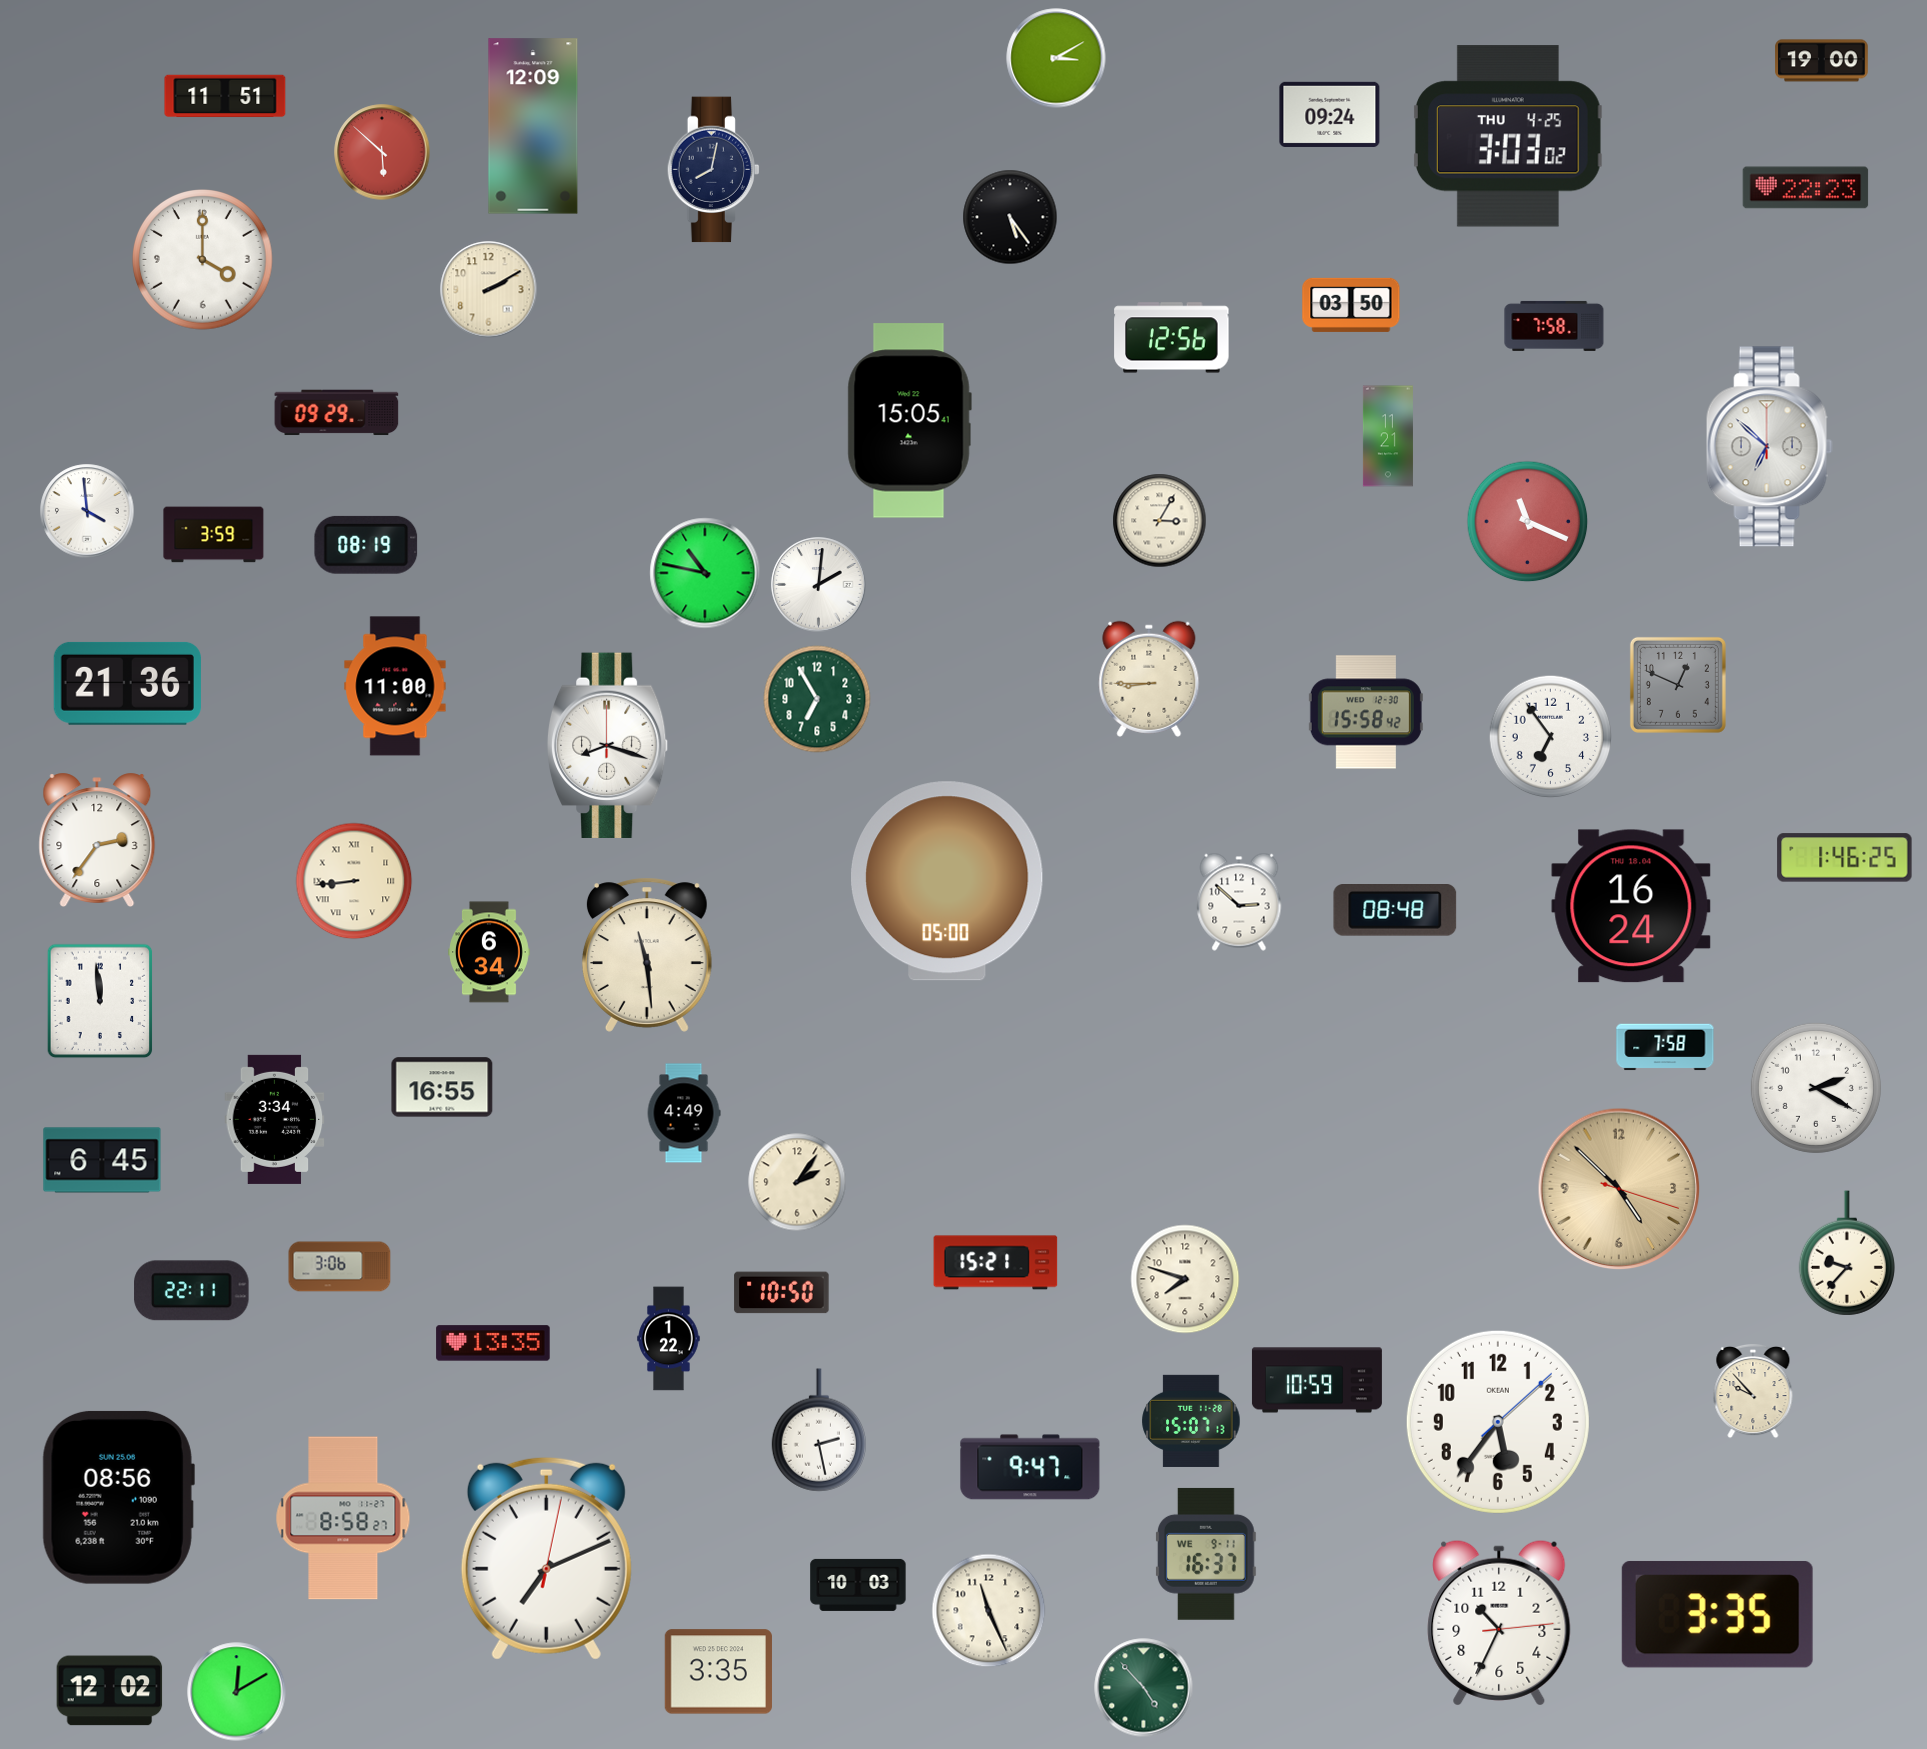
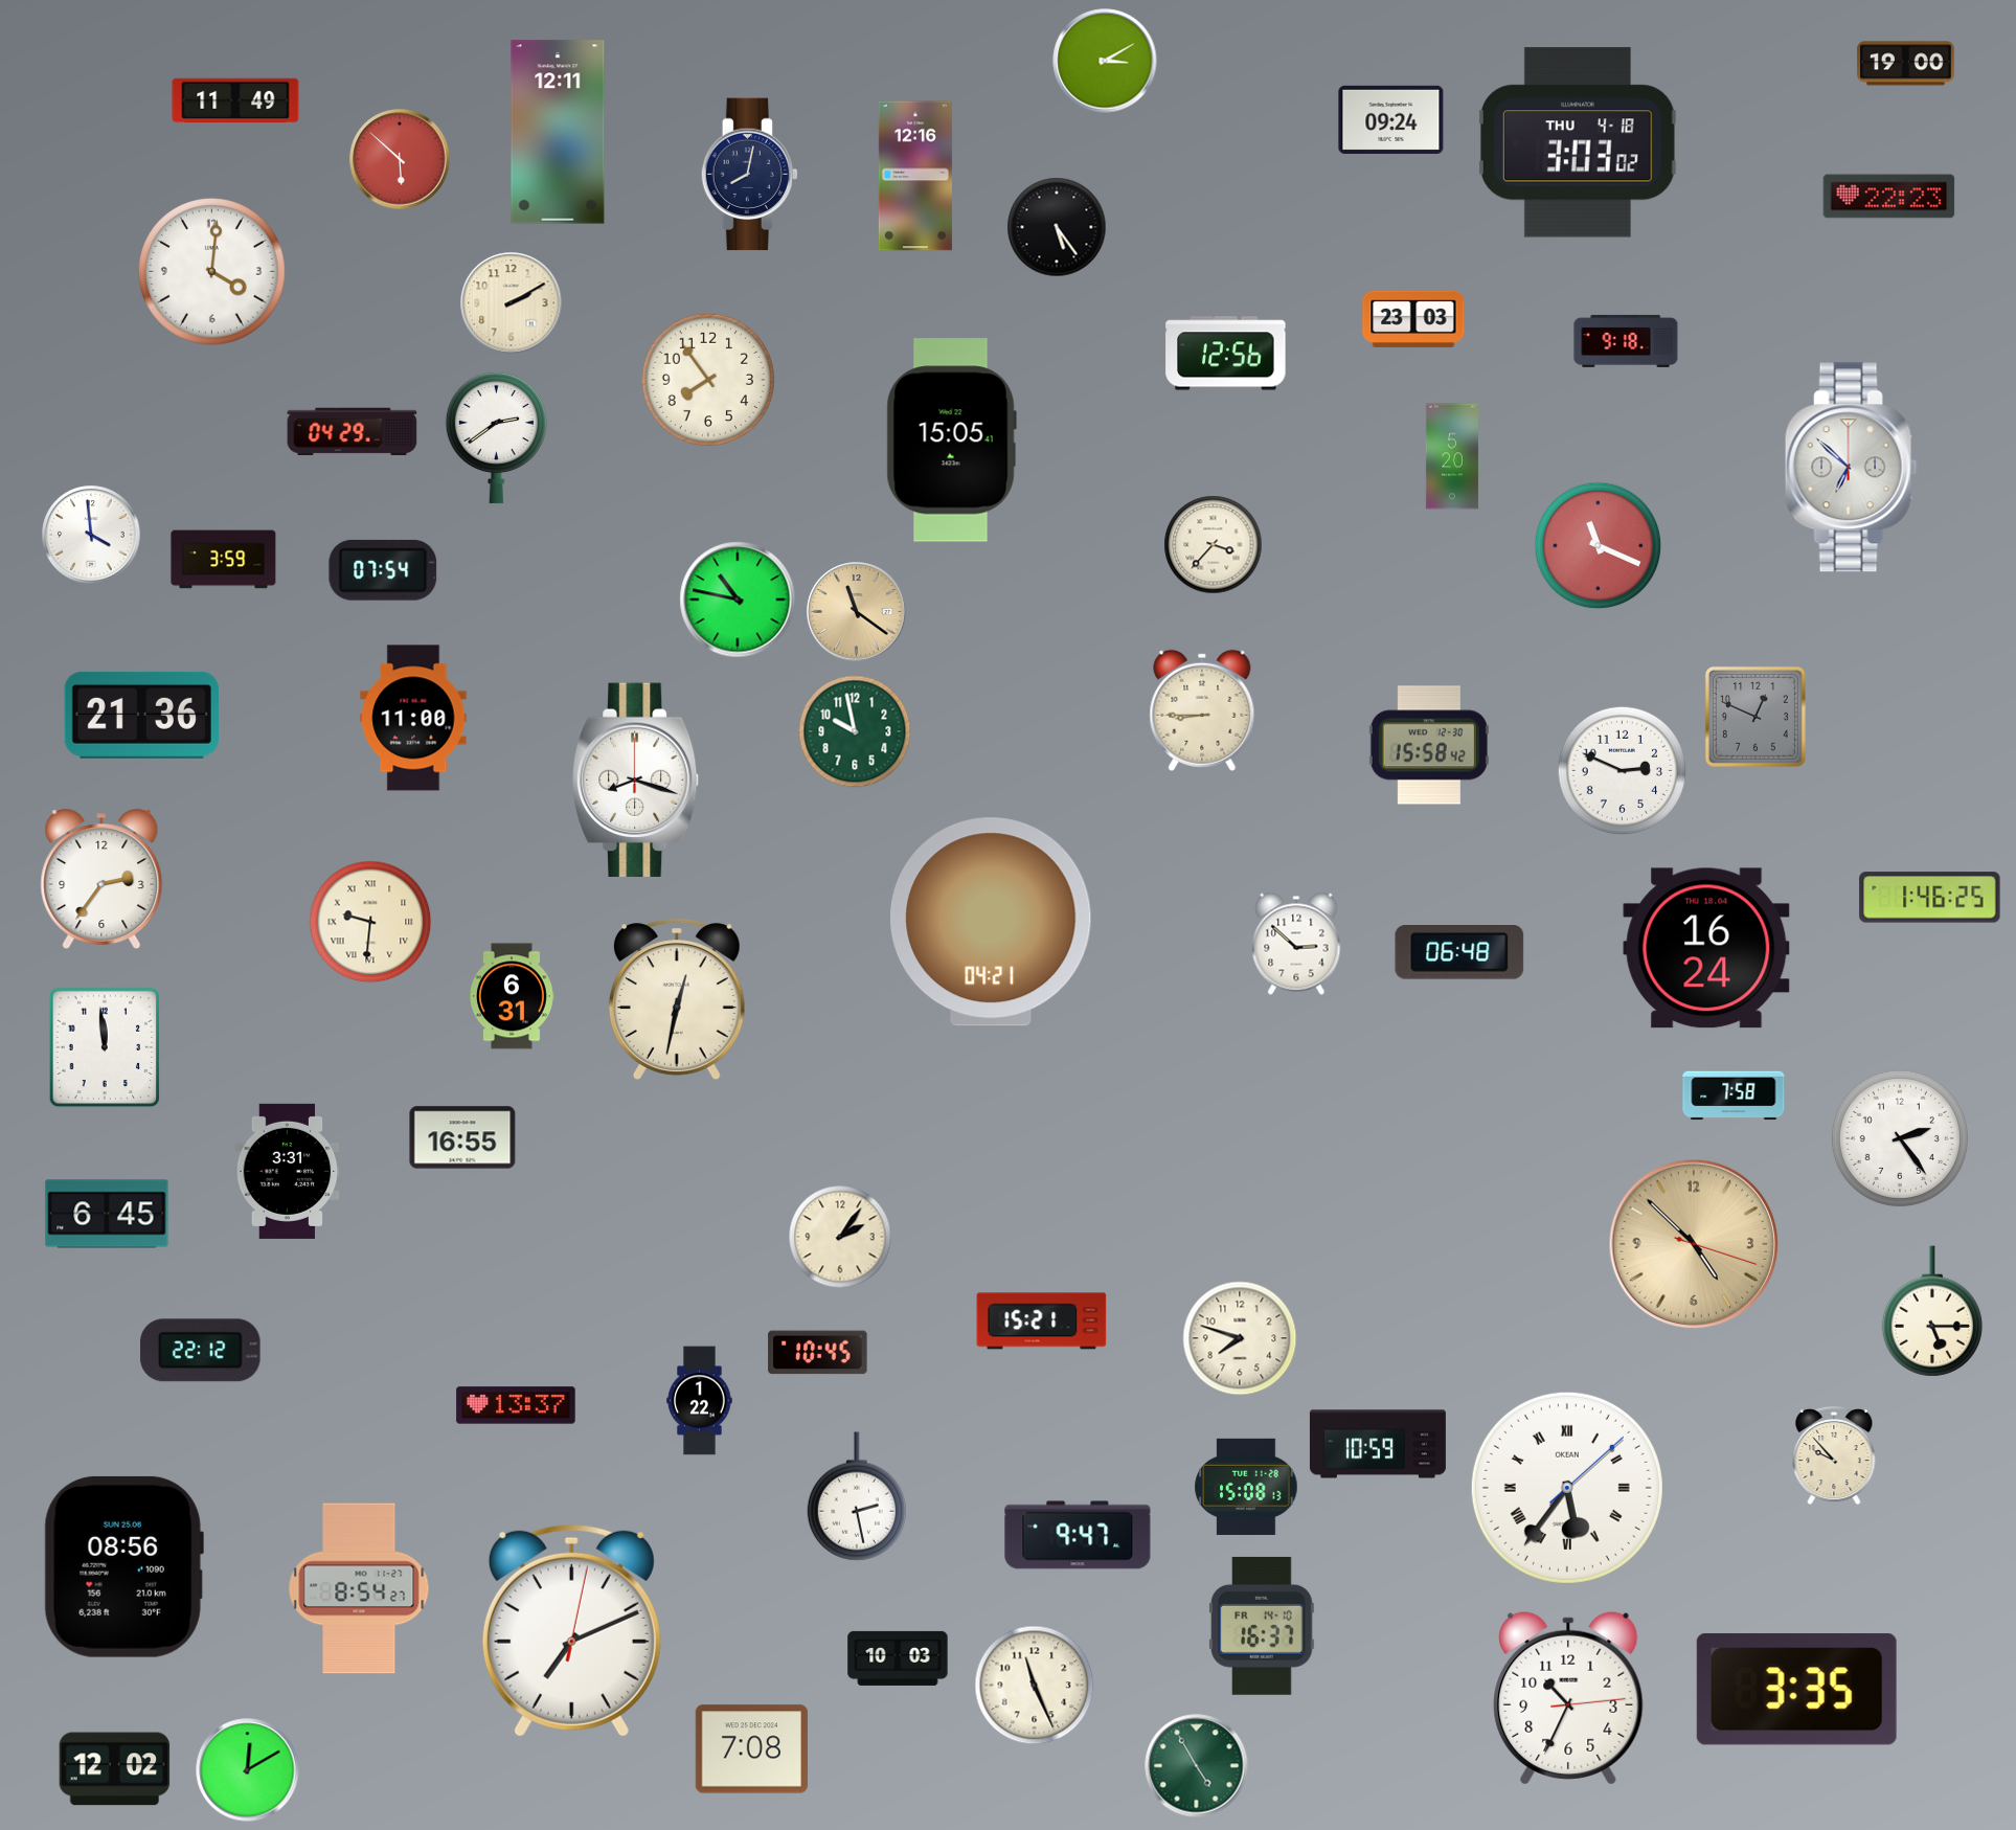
clock at (225, 96): 11:51 -> 11:49
clock at (533, 126): 12:09 -> 12:11
clock at (1508, 136) date: THU 4-25 -> THU 4-18
clock at (915, 176): none -> 12:16
clock at (713, 170) position: (713, 170) -> (749, 175)
clock at (203, 260): 4:00 -> 4:01
clock at (1351, 305): 03:50 -> 23:03
clock at (1554, 326): 7:58 -> 9:18
clock at (708, 380): none -> 7:54
clock at (337, 413): 09:29 -> 04:29
clock at (496, 437): none -> 2:39
clock at (1388, 436): 11:21 -> 5:20
clock at (1160, 521): 3:05 -> 3:37
clock at (366, 545): 08:19 -> 07:54
clock at (819, 585): 2:01 -> 11:21
clock at (819, 585) dial: white -> champagne
clock at (127, 683) position: (127, 683) -> (141, 715)
clock at (817, 699): 6:55 -> 9:58
clock at (1551, 737): 6:54 -> 2:49
clock at (354, 881): 8:44 -> 9:31
clock at (948, 881): 05:00 -> 04:21
clock at (1395, 911): 08:48 -> 06:48
clock at (490, 952): 6:34 -> 6:31
clock at (647, 955): 11:29 -> 12:32
clock at (1665, 1047) position: (1665, 1047) -> (1734, 1095)
clock at (1816, 1088): 2:20 -> 2:24
clock at (684, 1113): 4:49 -> none
clock at (275, 1119): 3:34 -> 3:31
clock at (797, 1182) position: (797, 1182) -> (840, 1237)
clock at (1847, 1253): 9:37 -> 5:15
clock at (340, 1267): 3:06 -> none
clock at (192, 1291): 22:11 -> 22:12
clock at (782, 1293): 10:50 -> 10:45
clock at (493, 1343): 13:35 -> 13:37
clock at (1191, 1421): 15:07 -> 15:08
clock at (1498, 1422) numerals: Arabic -> Roman
clock at (343, 1518): 8:58 -> 8:54
clock at (1206, 1554) date: WE 9-11 -> FR 14-10
clock at (718, 1672): 3:35 -> 7:08
clock at (1144, 1688): 4:53 -> 4:55
